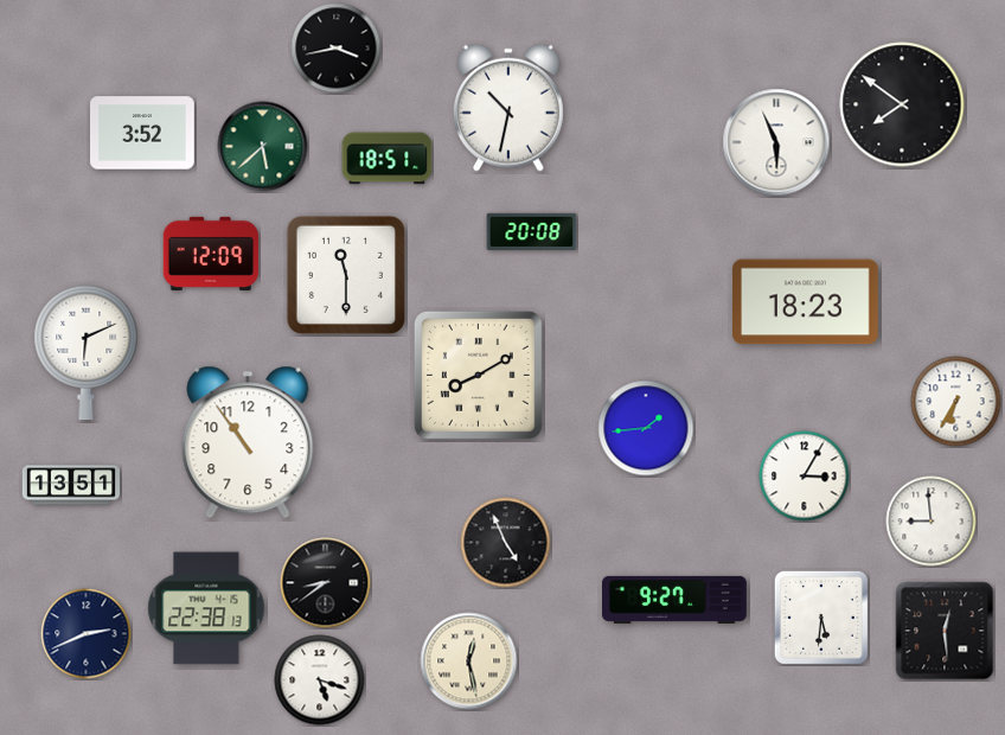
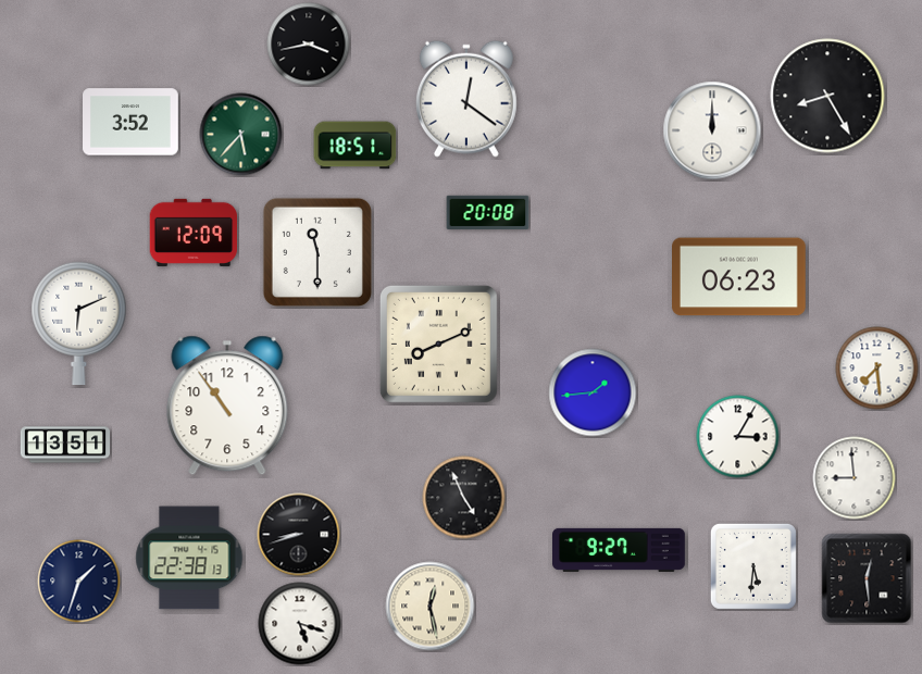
clock at (902, 104): 7:51 -> 8:25
clock at (508, 108): 10:32 -> 12:21
clock at (776, 142): 5:56 -> 12:00
clock at (263, 147): 5:38 -> 5:37
clock at (806, 302): 18:23 -> 06:23
clock at (478, 375): 8:10 -> 8:11
clock at (956, 402): 6:35 -> 7:29
clock at (326, 583): 8:39 -> 8:42
clock at (87, 634): 2:41 -> 1:33
clock at (320, 680) position: (320, 680) -> (300, 624)
